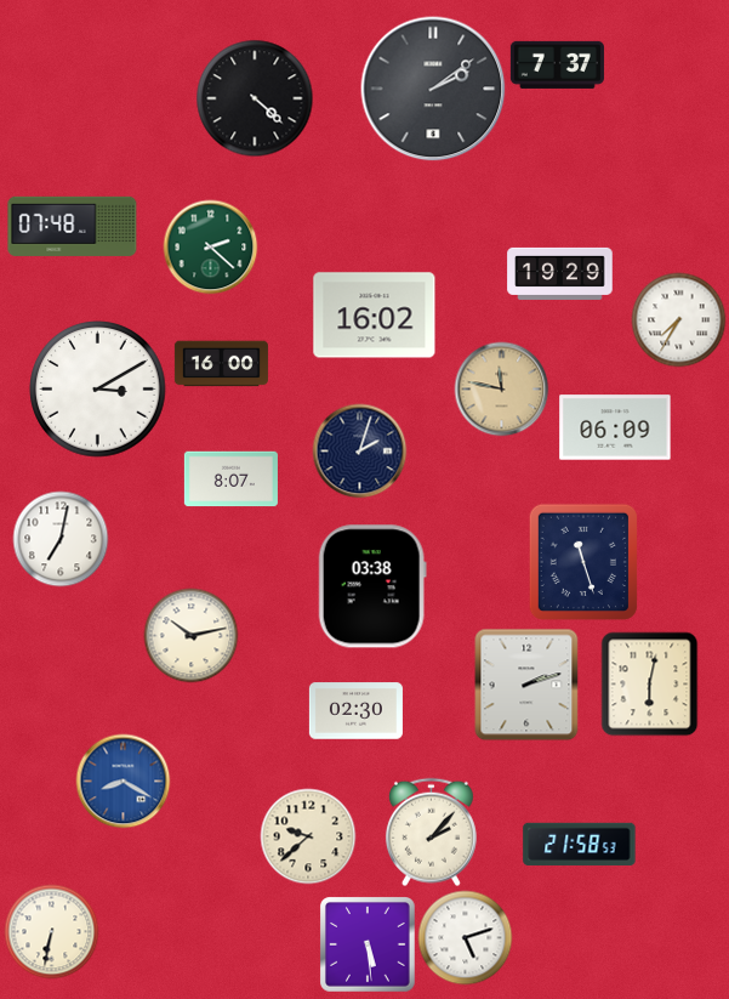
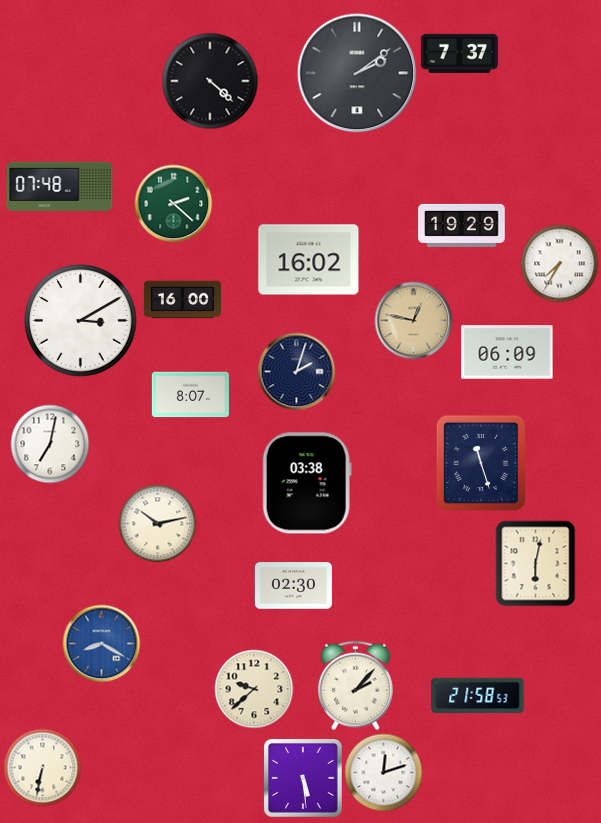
clock at (501, 388): 11:47 -> 12:47
clock at (526, 685): 2:12 -> none
clock at (465, 937): 5:12 -> 12:12
